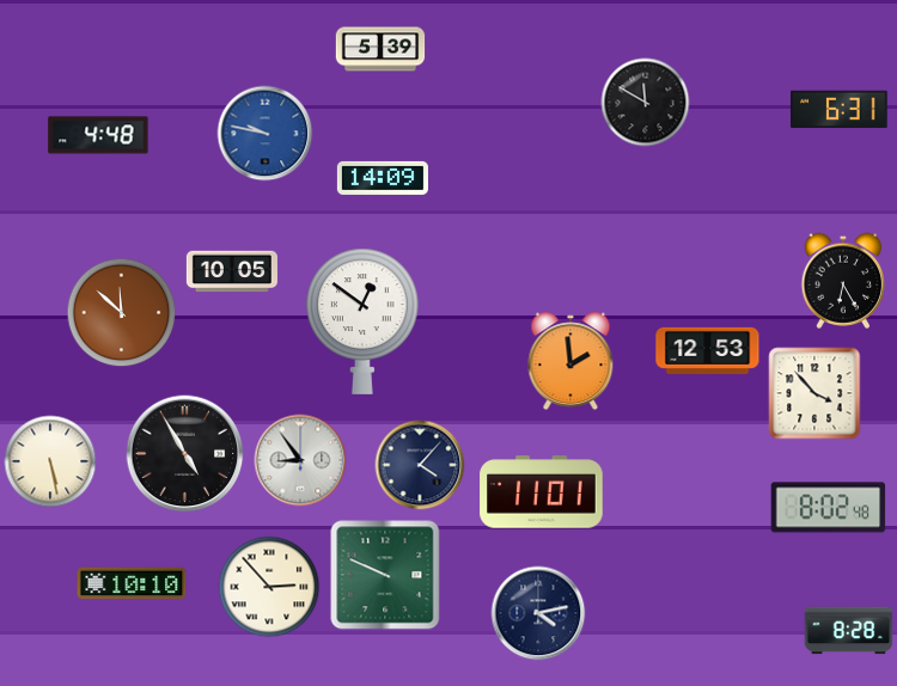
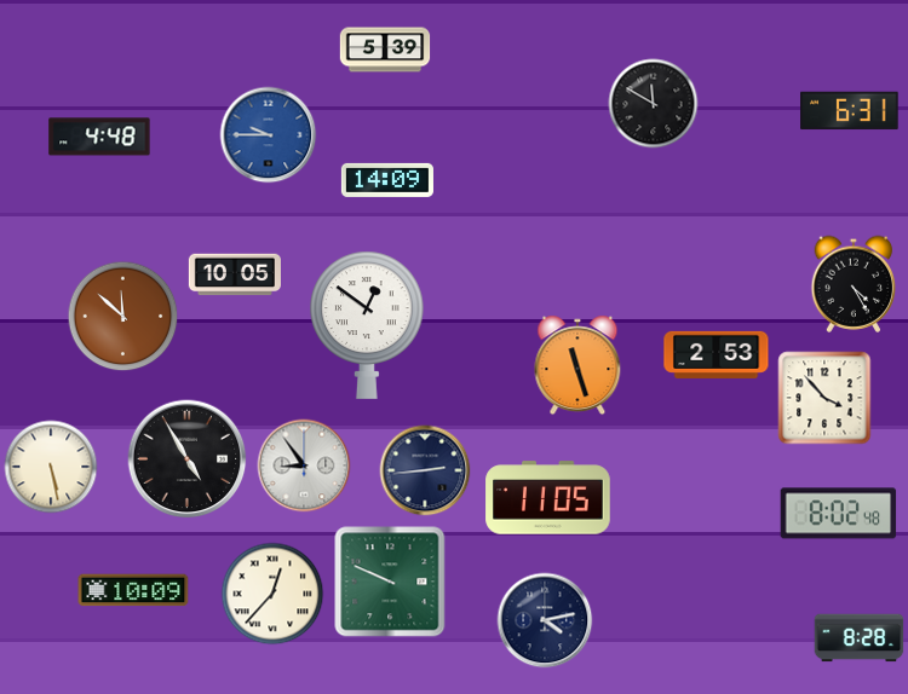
clock at (266, 134): 9:47 -> 9:45
clock at (843, 281): 6:25 -> 4:25
clock at (708, 350): 12:53 -> 2:53
clock at (570, 361): 1:59 -> 11:27
clock at (420, 465): 4:07 -> 2:44
clock at (542, 492): 11:01 -> 11:05
clock at (132, 583): 10:10 -> 10:09
clock at (269, 587): 2:53 -> 12:37
